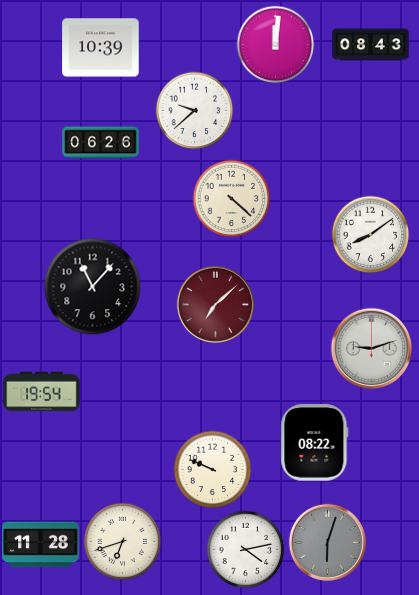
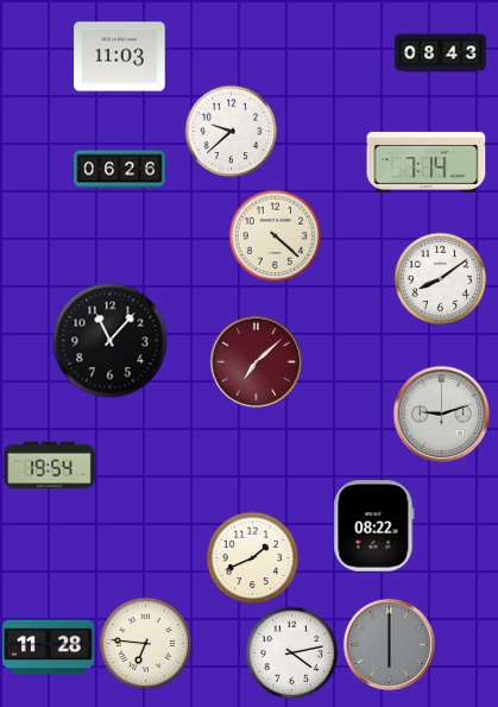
clock at (275, 44): 12:01 -> none
clock at (101, 48): 10:39 -> 11:03
clock at (427, 162): none -> 7:14
clock at (212, 469): 9:49 -> 1:41
clock at (122, 541): 6:42 -> 6:46
clock at (327, 542): 6:03 -> 6:00
